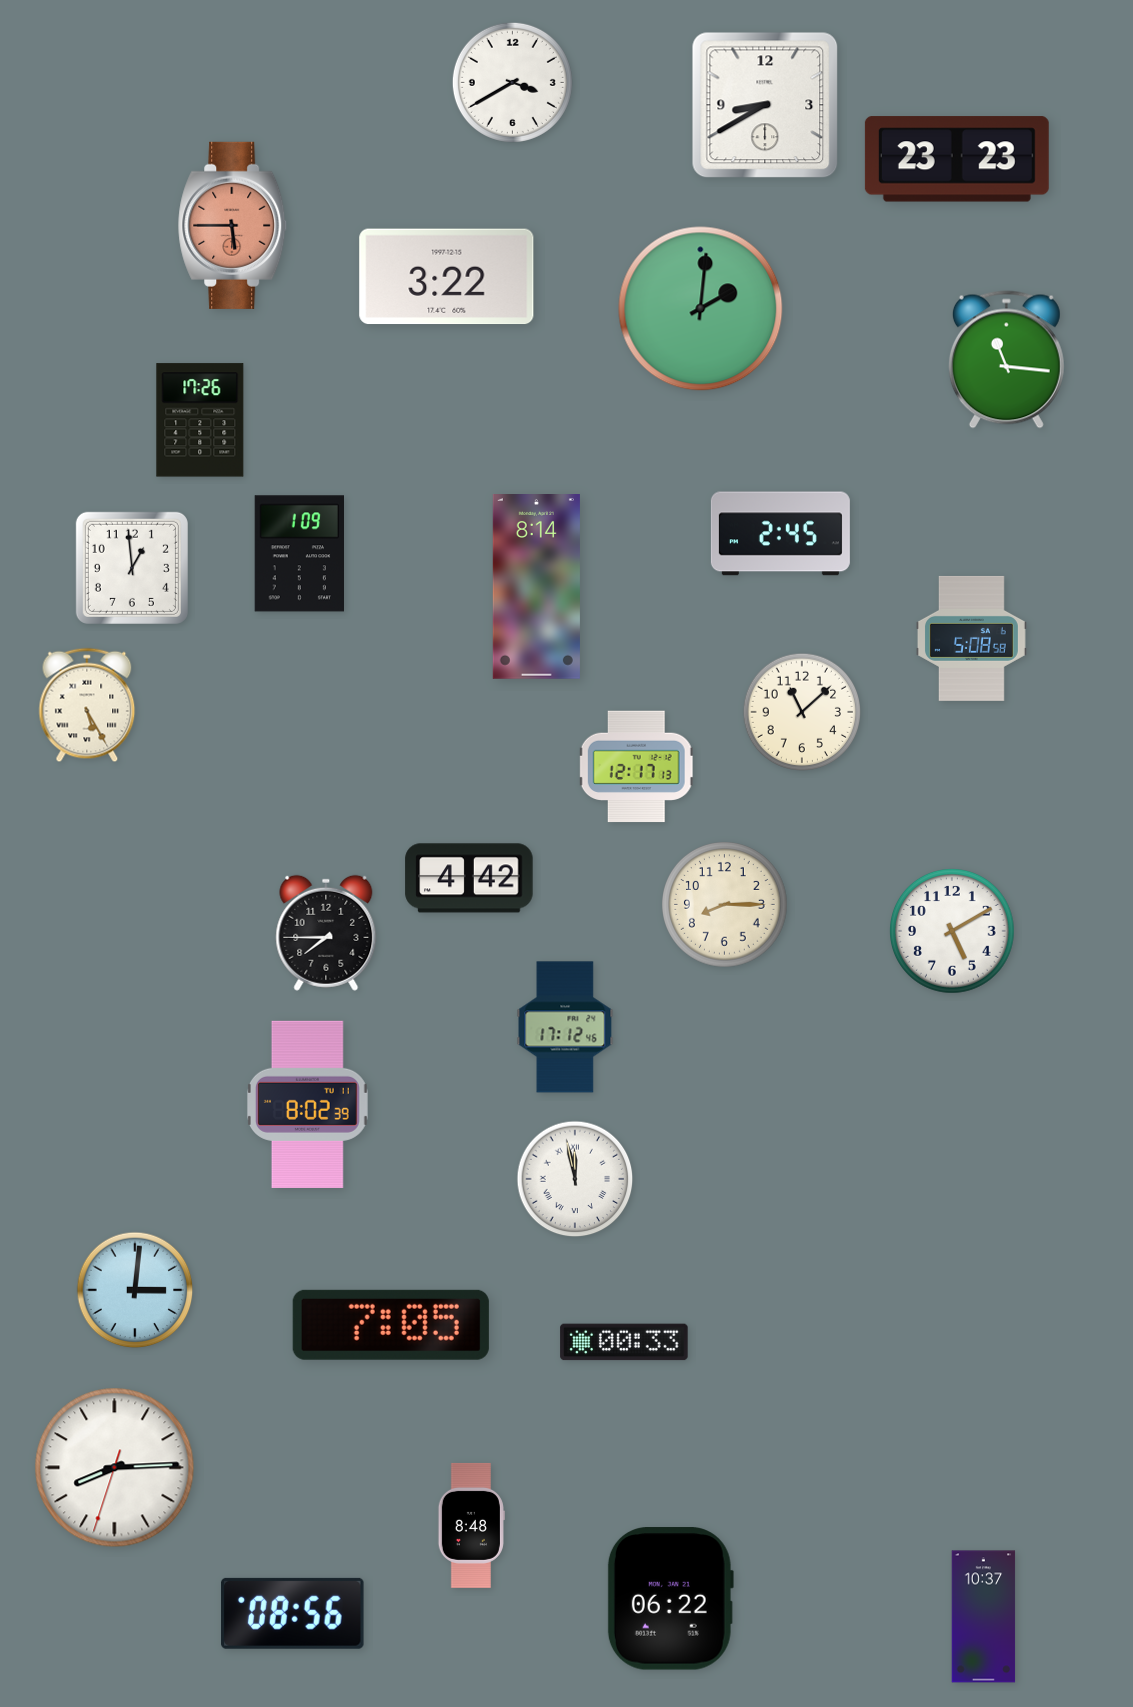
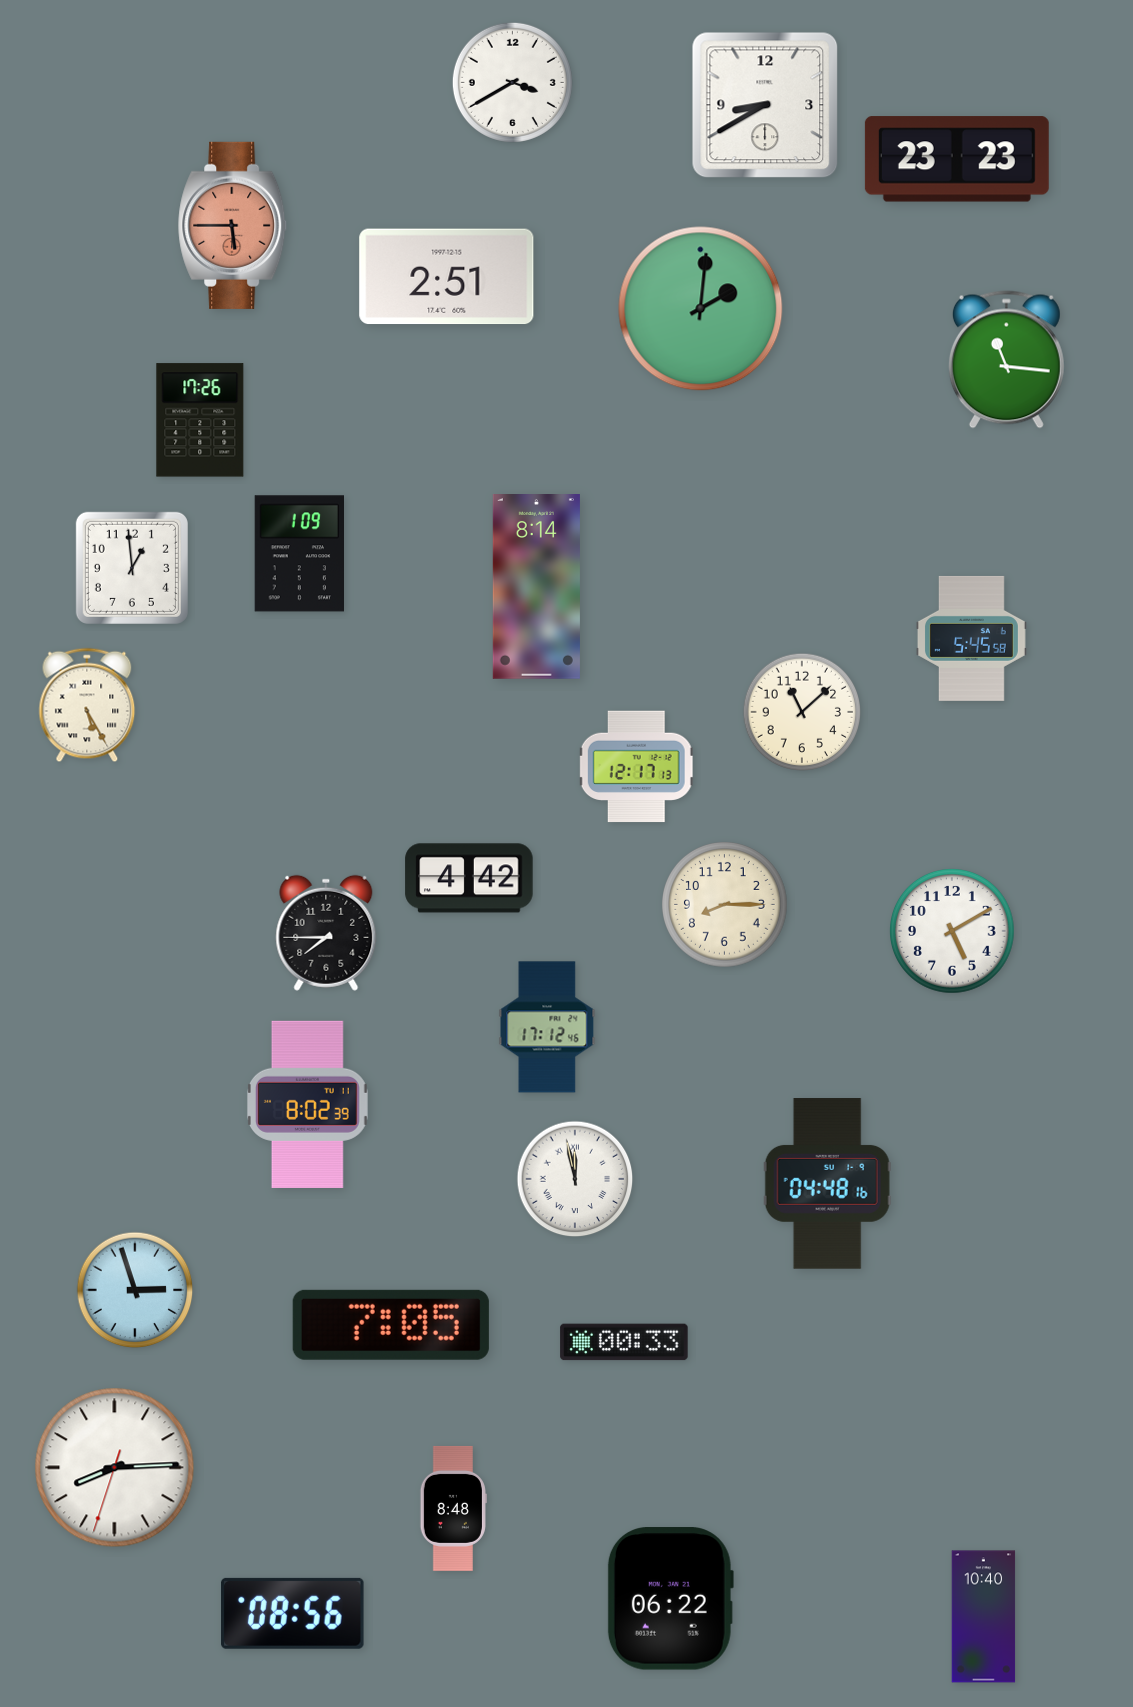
clock at (447, 277): 3:22 -> 2:51
clock at (780, 534): 2:45 -> none
clock at (971, 638): 5:08 -> 5:45
clock at (565, 1027) position: (565, 1027) -> (547, 1027)
clock at (827, 1184): none -> 04:48
clock at (135, 1290): 3:01 -> 2:57
clock at (471, 1525) position: (471, 1525) -> (453, 1508)
clock at (984, 1617): 10:37 -> 10:40
